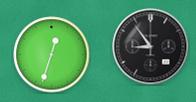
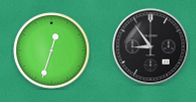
clock at (52, 55) position: (52, 55) -> (52, 51)
